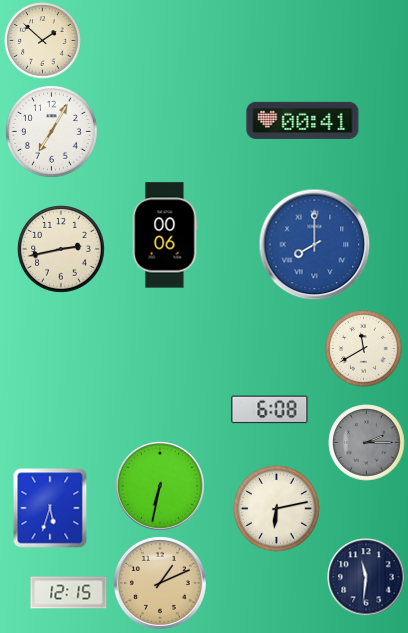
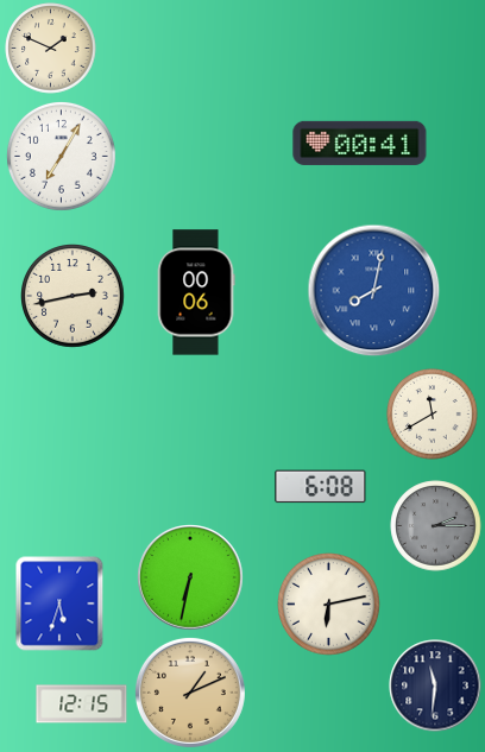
clock at (43, 41): 1:52 -> 1:49
clock at (165, 235) position: (165, 235) -> (196, 292)
clock at (315, 245): 8:00 -> 8:02
